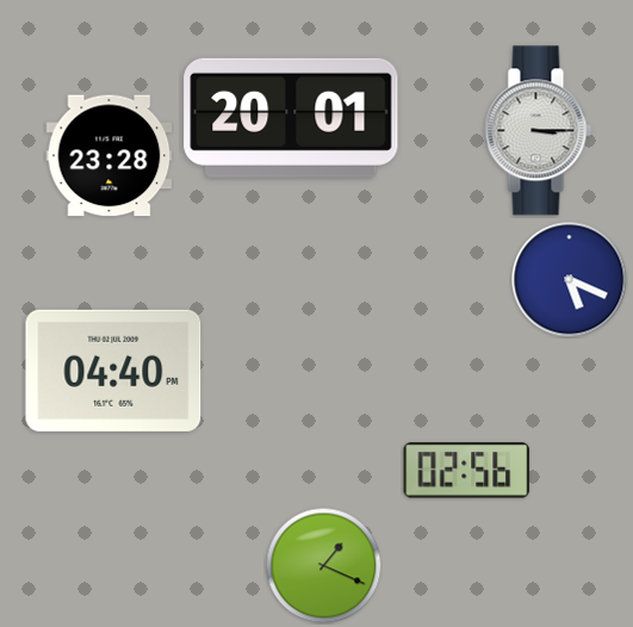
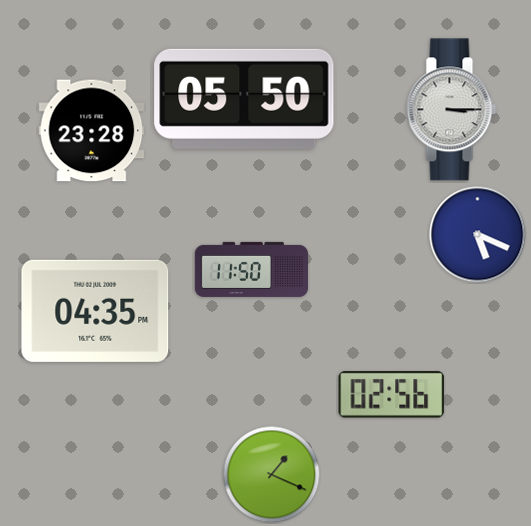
clock at (291, 118): 20:01 -> 05:50
clock at (251, 269): none -> 11:50
clock at (113, 371): 04:40 -> 04:35
